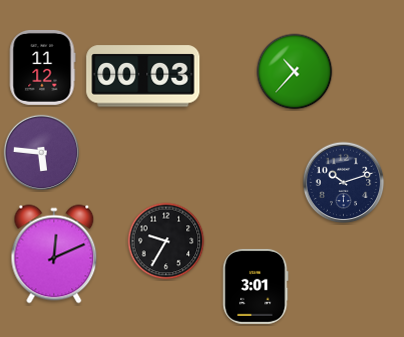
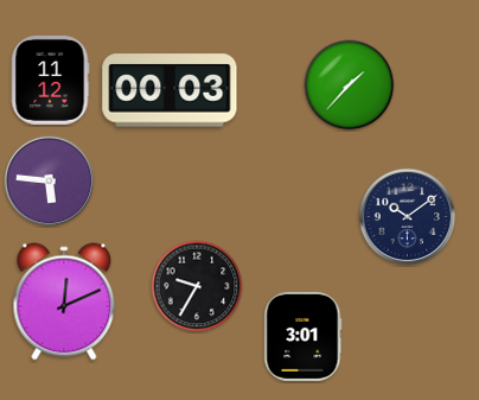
clock at (295, 72): 10:37 -> 1:37
clock at (344, 183): 10:12 -> 10:09
clock at (256, 286) position: (256, 286) -> (304, 336)
